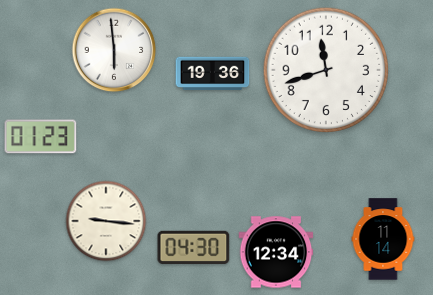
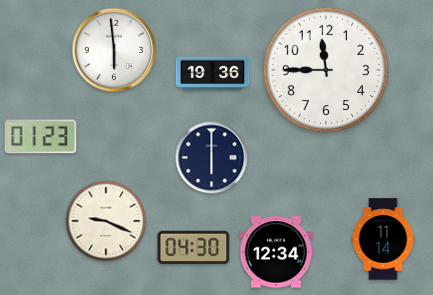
clock at (326, 70): 11:42 -> 11:45
clock at (212, 158): none -> 6:00
clock at (106, 221): 9:16 -> 9:19
